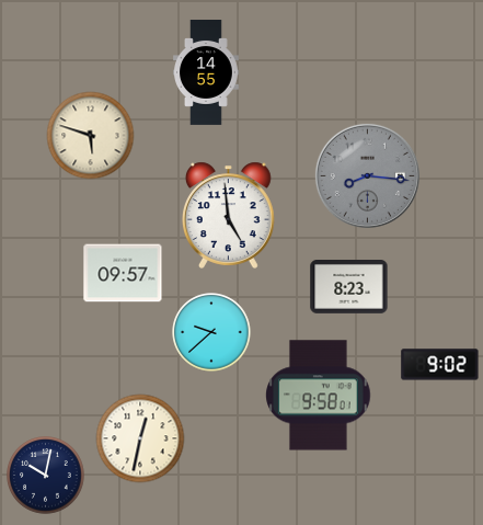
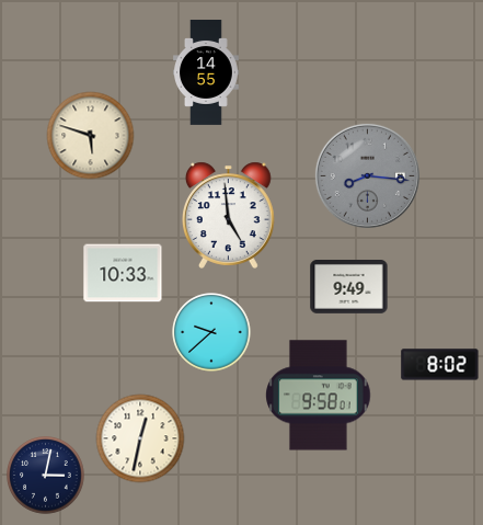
clock at (123, 273): 09:57 -> 10:33
clock at (349, 287): 8:23 -> 9:49
clock at (440, 365): 9:02 -> 8:02
clock at (46, 476): 10:02 -> 3:02
